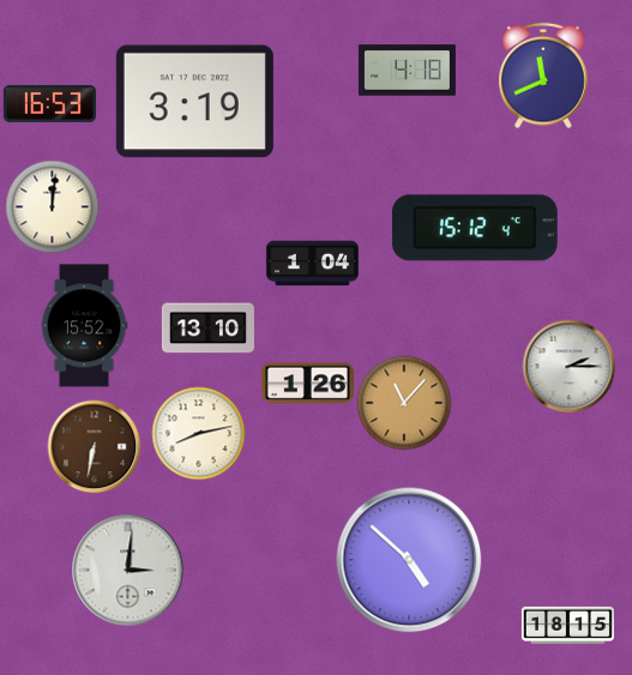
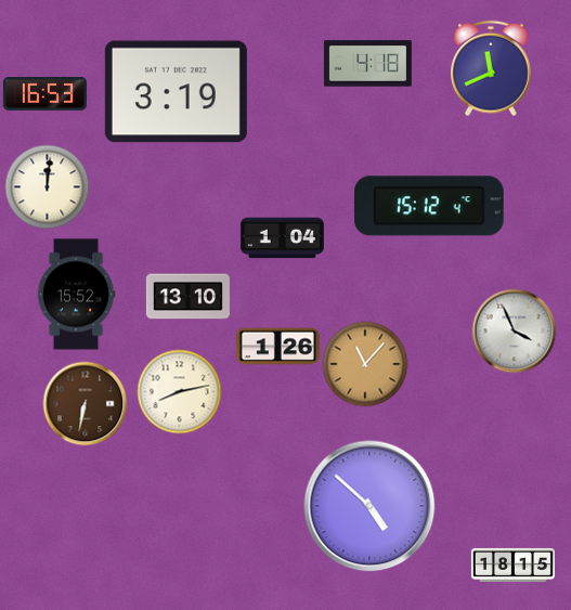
clock at (568, 366): 2:15 -> 3:56
clock at (127, 569): 3:01 -> none
